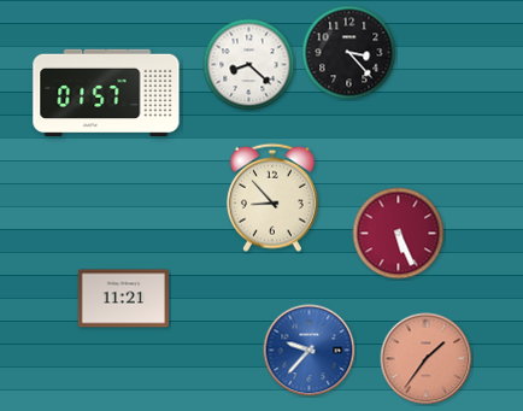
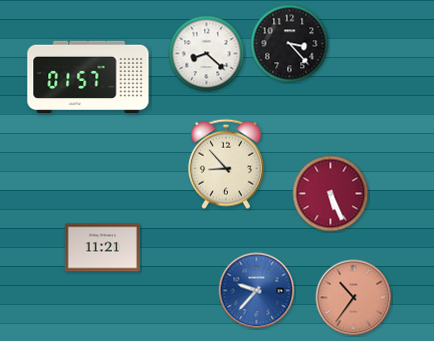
clock at (427, 359): 1:36 -> 10:36
